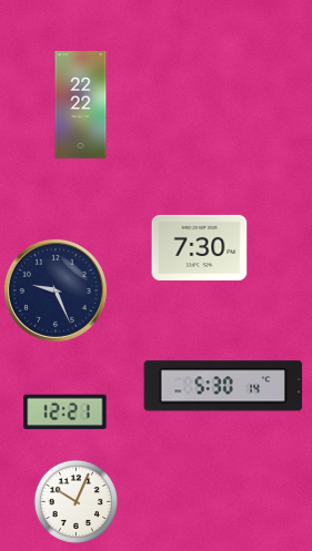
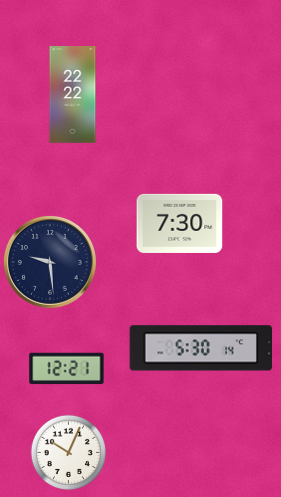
clock at (56, 290): 9:26 -> 9:29
clock at (66, 412) position: (66, 412) -> (67, 369)
